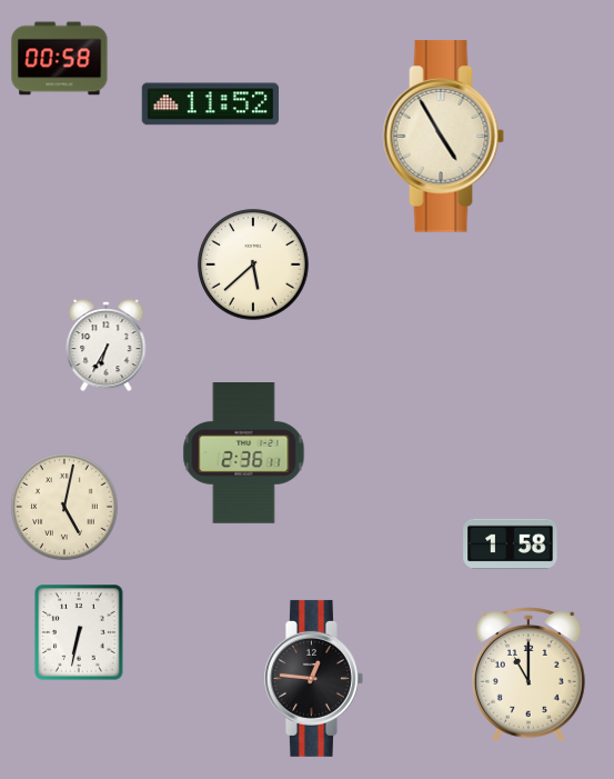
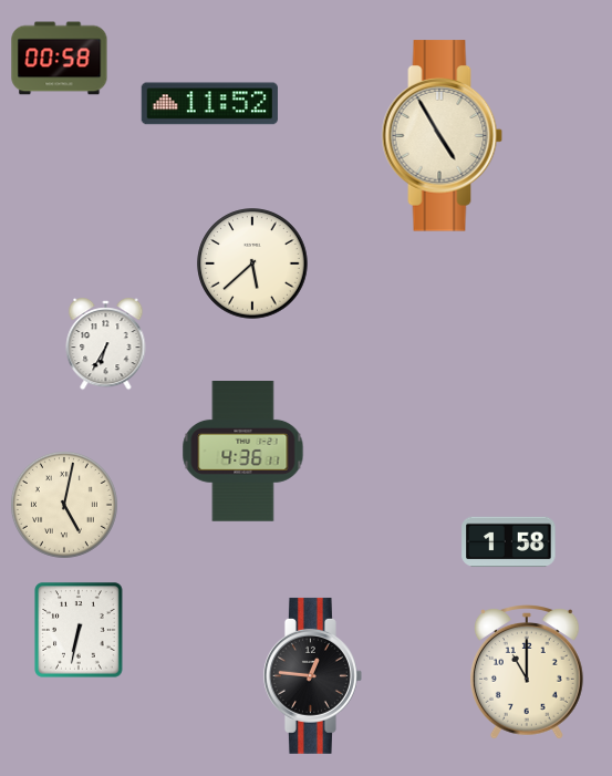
clock at (244, 453): 2:36 -> 4:36
